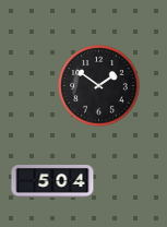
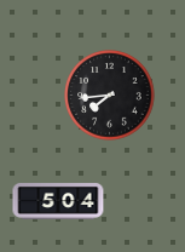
clock at (99, 86): 1:51 -> 7:44
